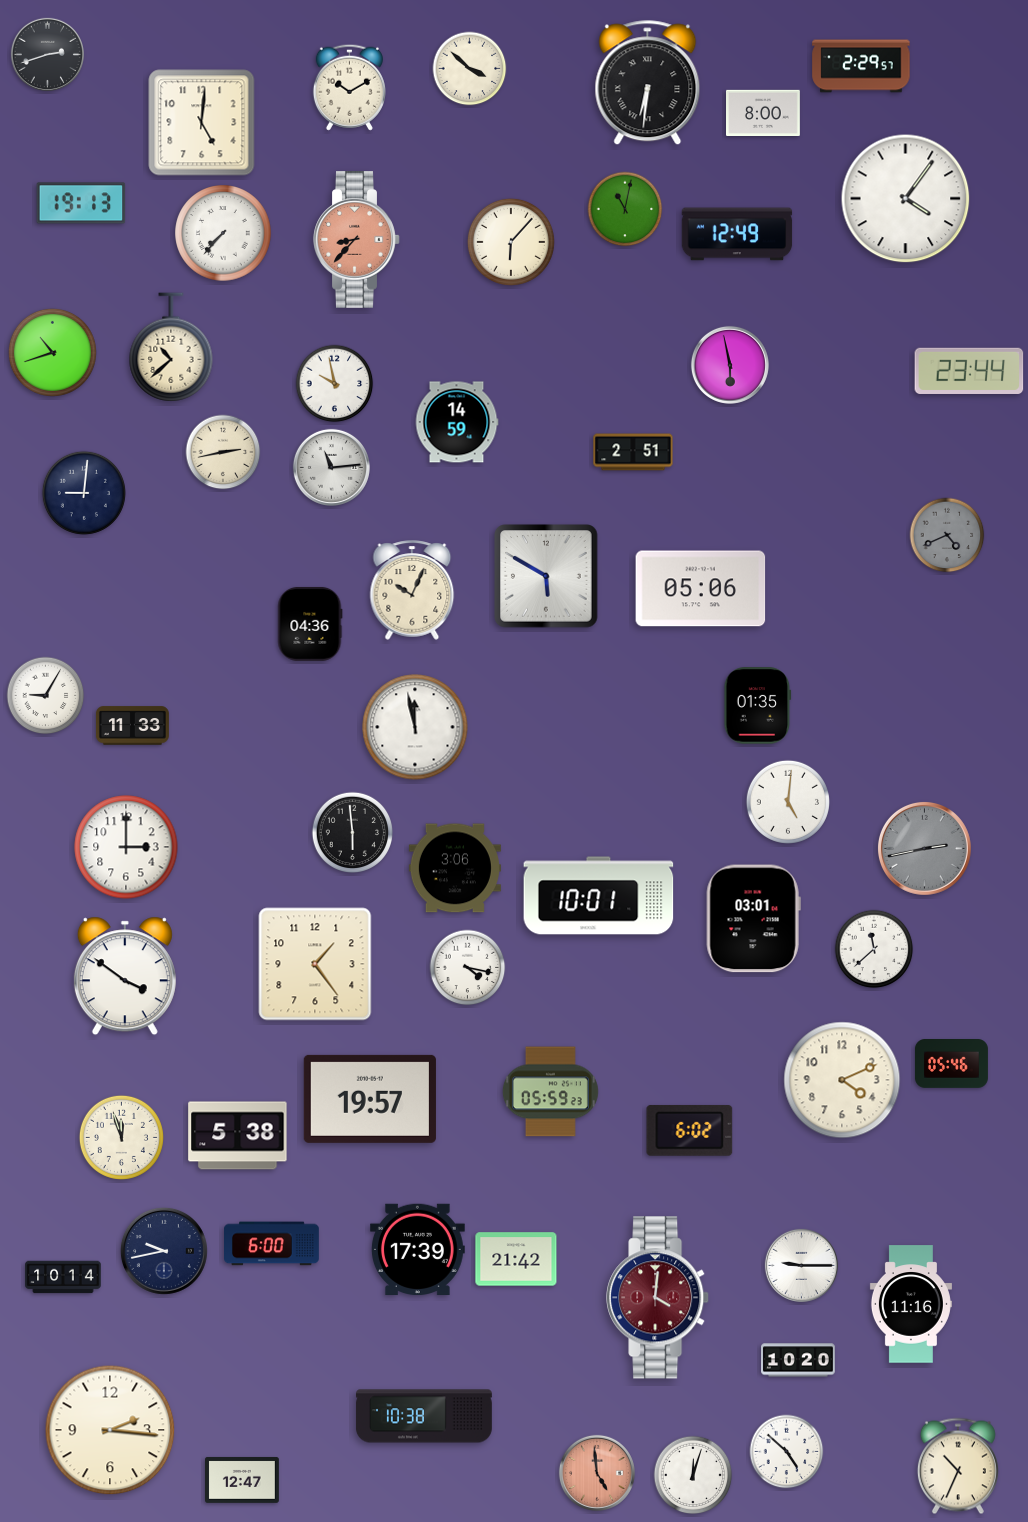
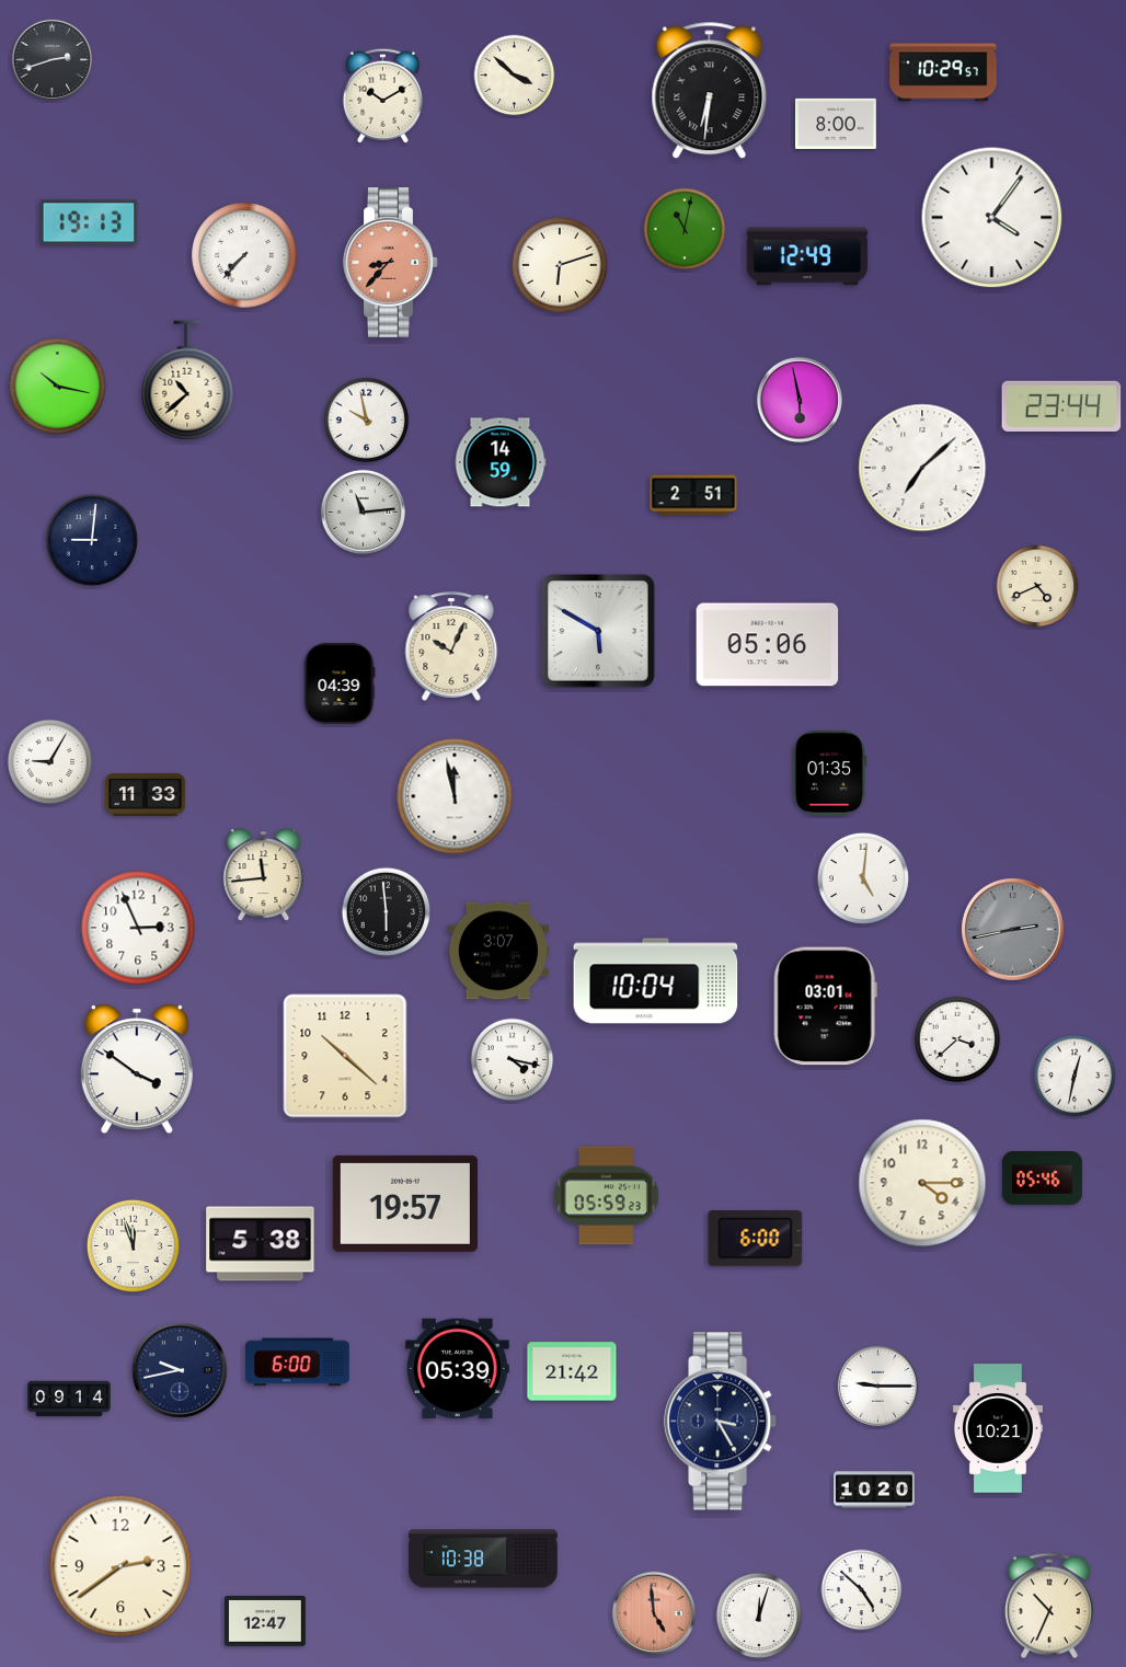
clock at (861, 66): 2:29 -> 10:29
clock at (202, 123): 5:01 -> none
clock at (511, 242): 6:07 -> 6:12
clock at (52, 352): 10:42 -> 10:17
clock at (922, 468): none -> 7:08
clock at (223, 452): 2:43 -> none
clock at (947, 535) dial: grey -> cream
clock at (310, 624): 04:36 -> 04:39
clock at (264, 874): none -> 11:44
clock at (126, 847): 3:00 -> 2:56
clock at (455, 868): 3:06 -> 3:07
clock at (599, 896): 10:01 -> 10:04
clock at (874, 949): 11:38 -> 3:38
clock at (315, 964): 1:24 -> 10:22
clock at (1075, 1076): none -> 12:32
clock at (951, 1064) position: (951, 1064) -> (1042, 1179)
clock at (842, 1080): 4:11 -> 4:15
clock at (550, 1092) position: (550, 1092) -> (606, 1196)
clock at (690, 1130): 6:02 -> 6:00
clock at (418, 1250): 17:39 -> 05:39
clock at (516, 1259) position: (516, 1259) -> (572, 1371)
clock at (63, 1277): 10:14 -> 09:14
clock at (658, 1298): 4:01 -> 3:25
clock at (658, 1298) dial: burgundy -> navy
clock at (911, 1304): 11:16 -> 10:21
clock at (424, 1416) position: (424, 1416) -> (483, 1559)
clock at (110, 1430): 2:16 -> 2:39
